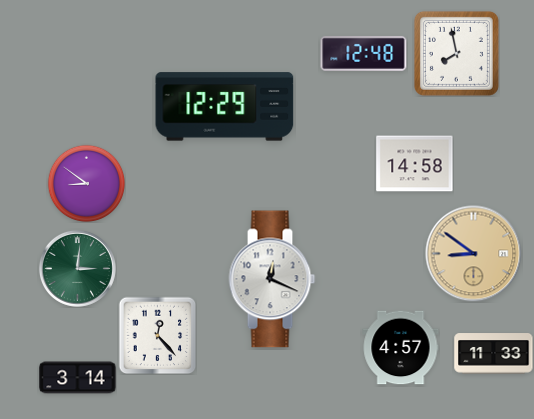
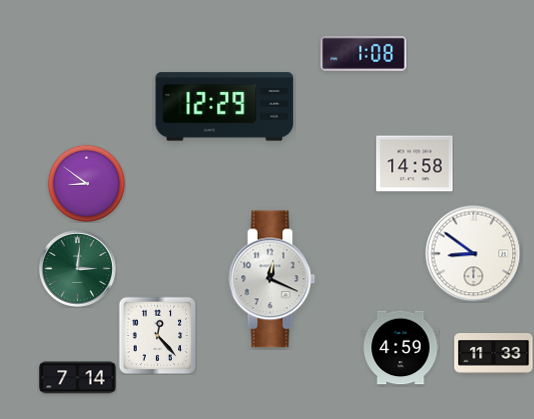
clock at (364, 53): 12:48 -> 1:08
clock at (456, 53): 7:58 -> none
clock at (474, 254) dial: champagne -> white
clock at (401, 348): 4:57 -> 4:59
clock at (78, 378): 3:14 -> 7:14
